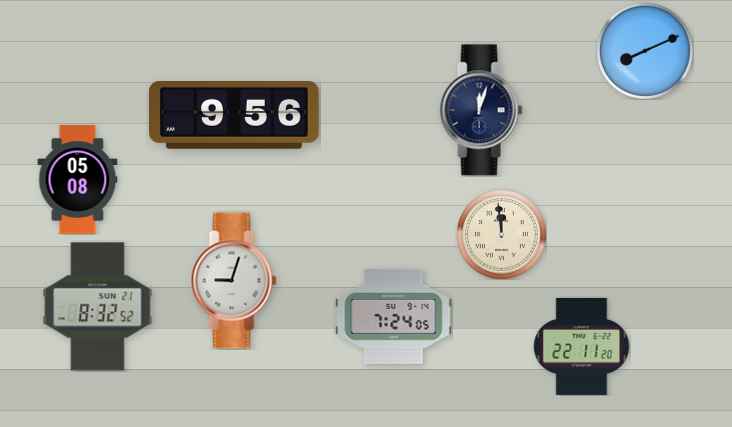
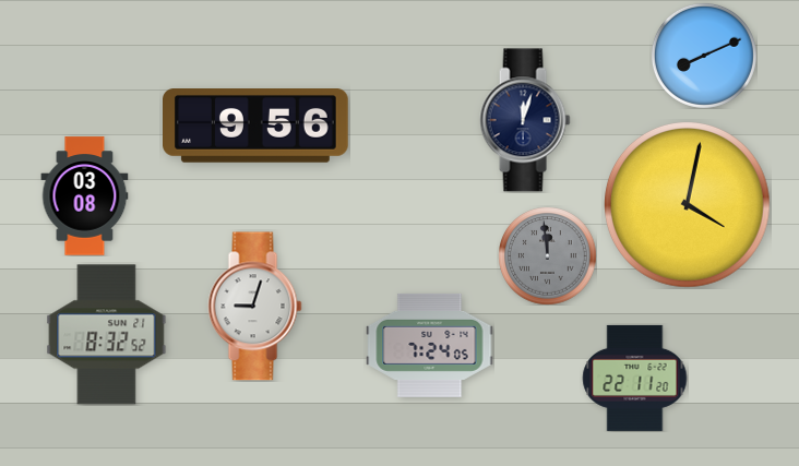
clock at (78, 180): 05:08 -> 03:08
clock at (688, 205): none -> 4:02
clock at (501, 234) dial: cream -> grey
